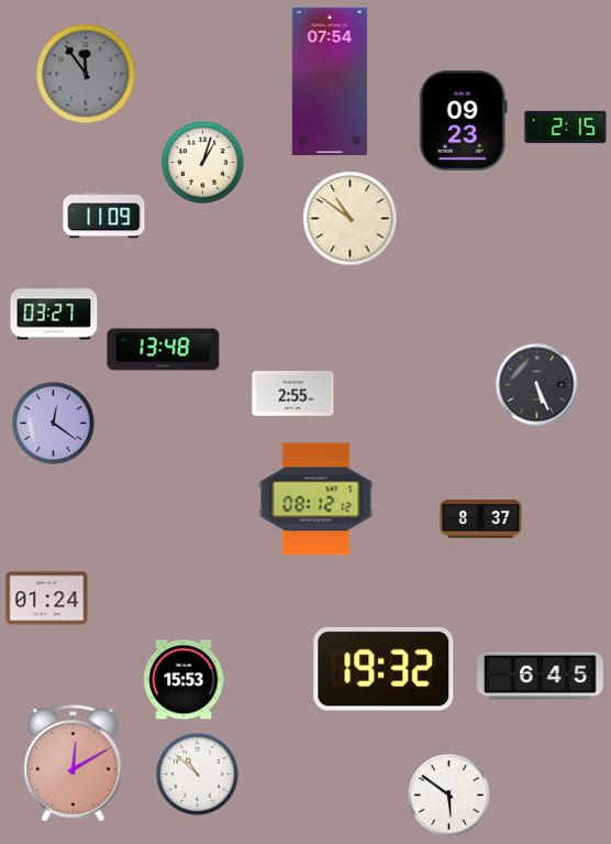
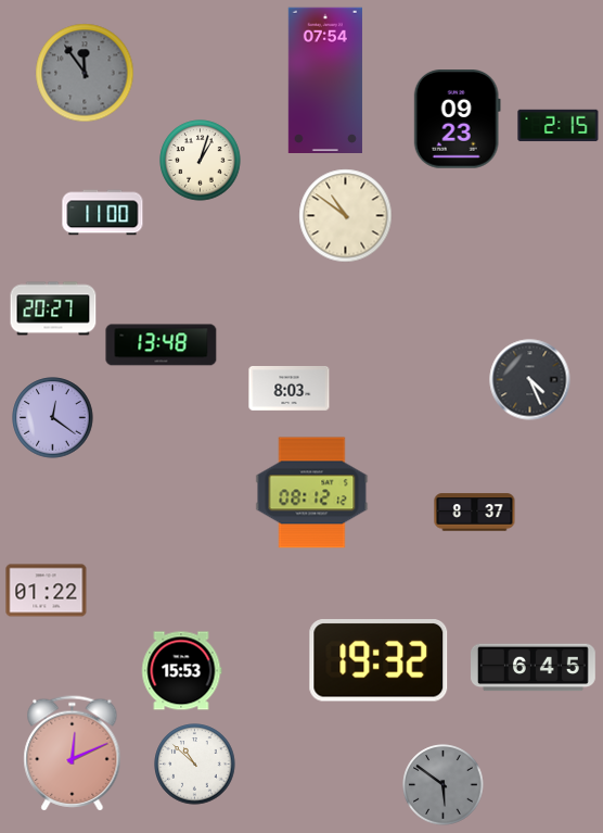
clock at (104, 216): 11:09 -> 11:00
clock at (54, 313): 03:27 -> 20:27
clock at (537, 385): 5:26 -> 4:26
clock at (293, 394): 2:55 -> 8:03
clock at (47, 599): 01:24 -> 01:22
clock at (74, 764): 12:10 -> 12:11
clock at (449, 796) dial: white -> grey
